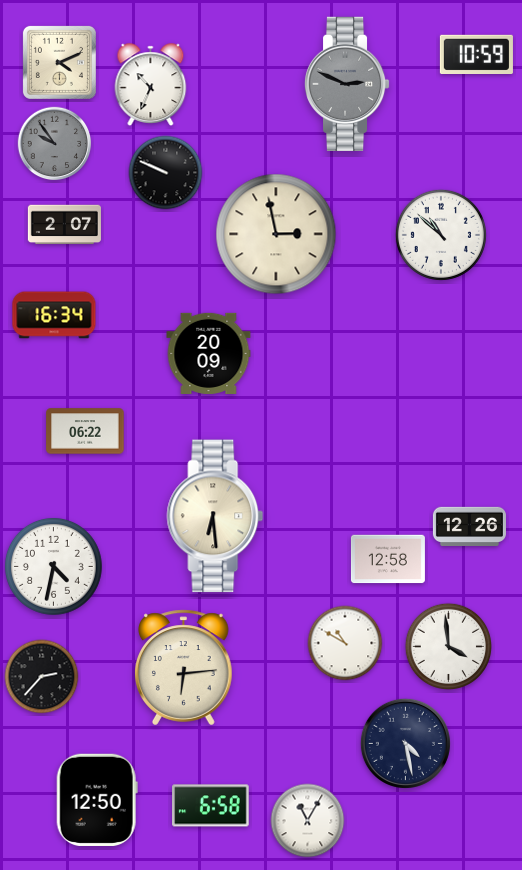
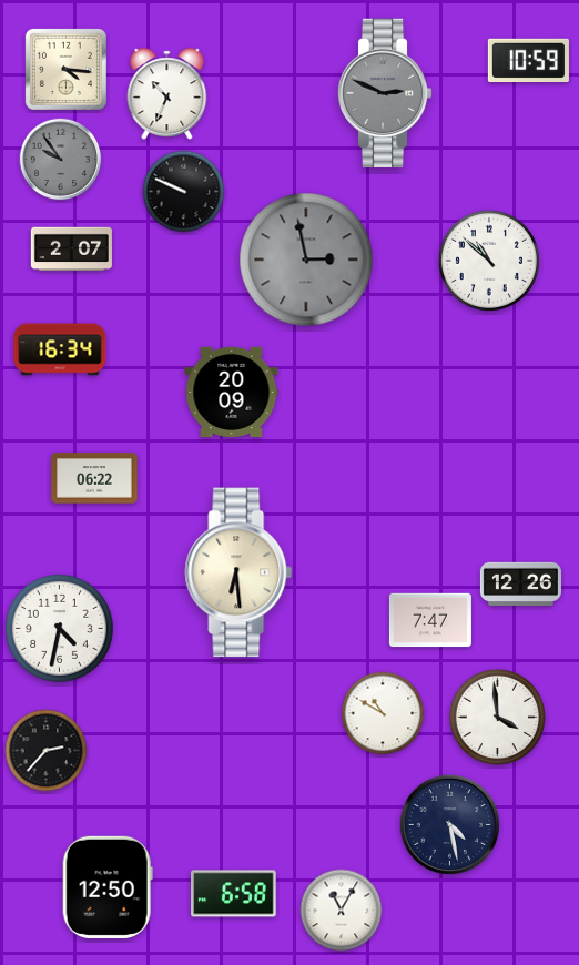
clock at (59, 62): 4:11 -> 4:16
clock at (276, 234) dial: cream -> grey
clock at (388, 559): 12:58 -> 7:47
clock at (184, 668): 6:14 -> none
